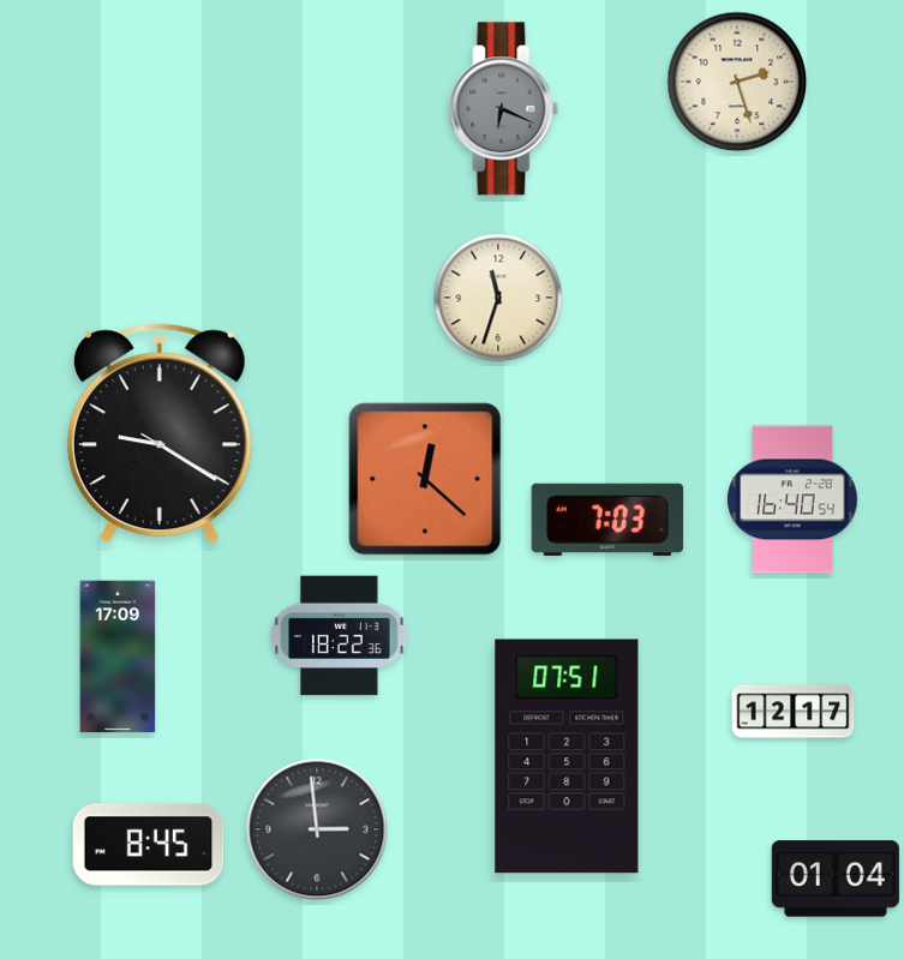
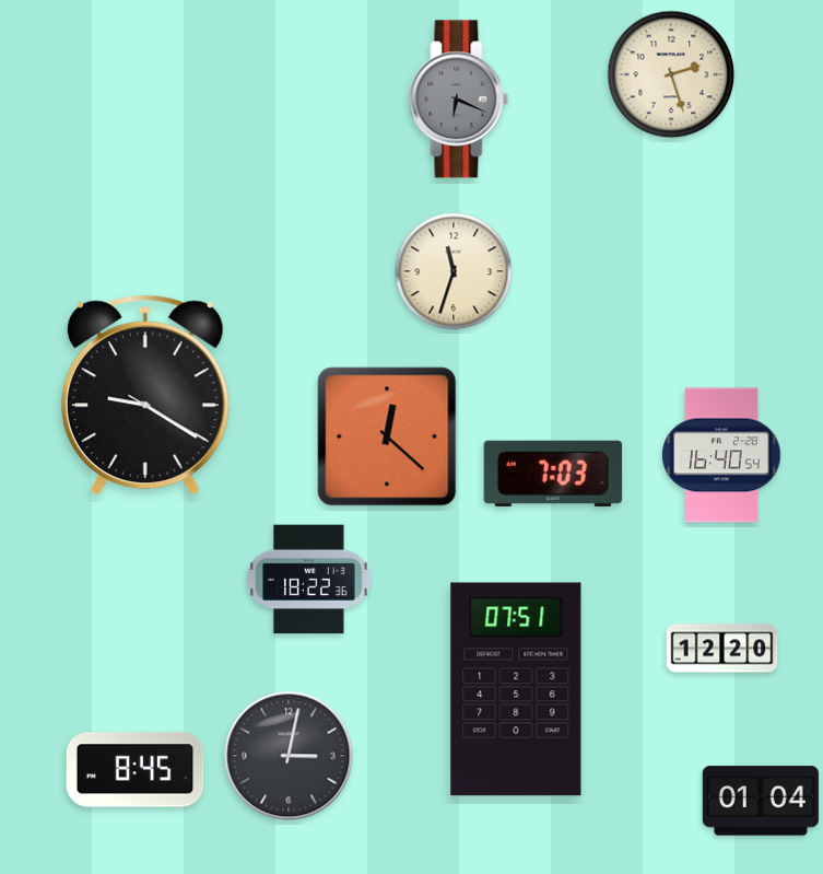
clock at (118, 657): 17:09 -> none
clock at (794, 712): 12:17 -> 12:20
clock at (317, 829): 2:59 -> 3:02
